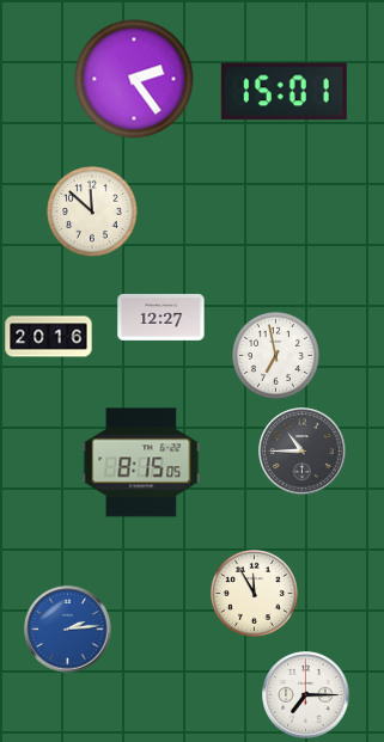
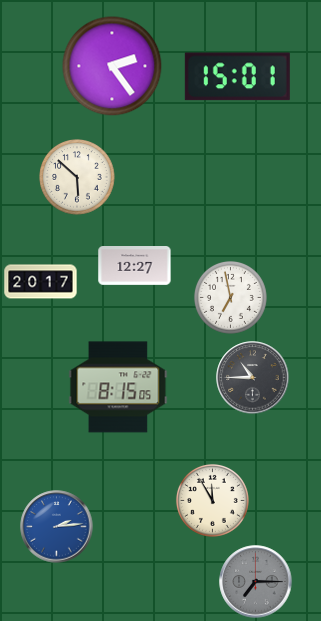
clock at (92, 211): 11:52 -> 5:52
clock at (49, 337): 20:16 -> 20:17
clock at (254, 593) position: (254, 593) -> (212, 500)
clock at (306, 695) dial: white -> grey
